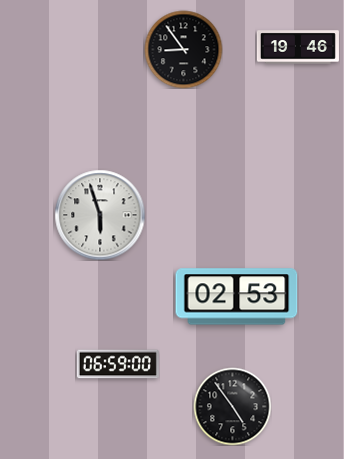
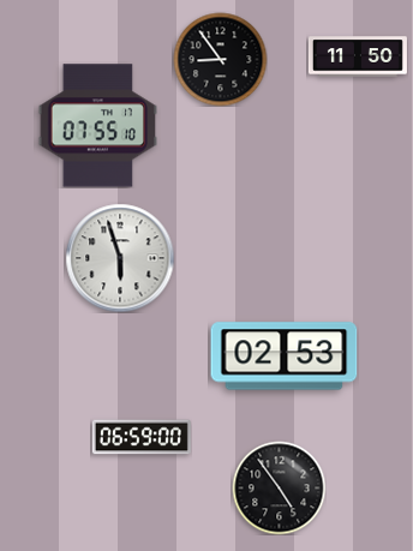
clock at (298, 47): 19:46 -> 11:50
clock at (97, 126): none -> 07:55
